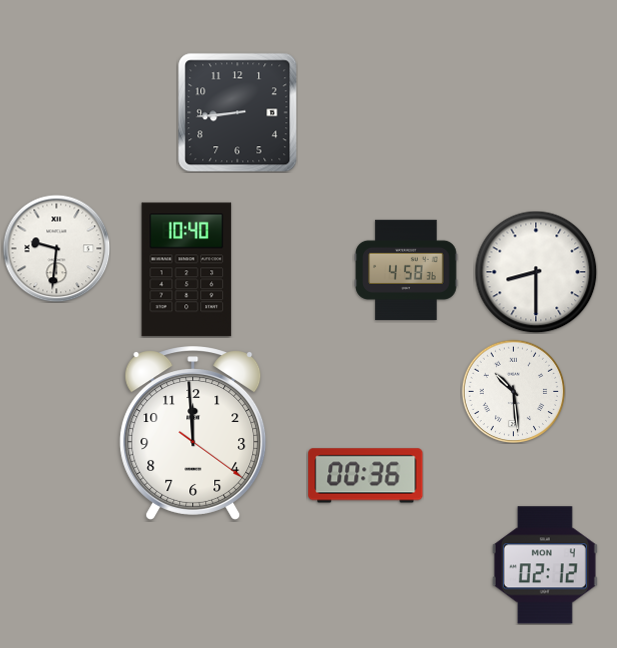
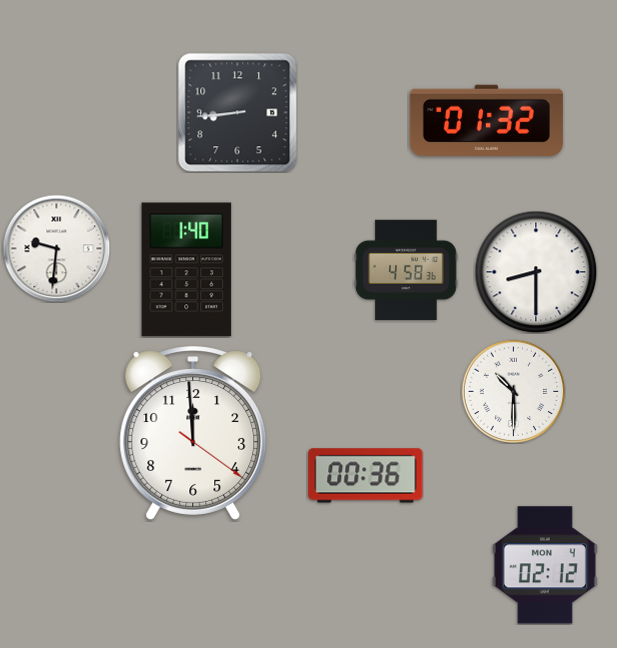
clock at (486, 120): none -> 01:32
clock at (187, 270): 10:40 -> 1:40
clock at (513, 391): 10:29 -> 10:30
